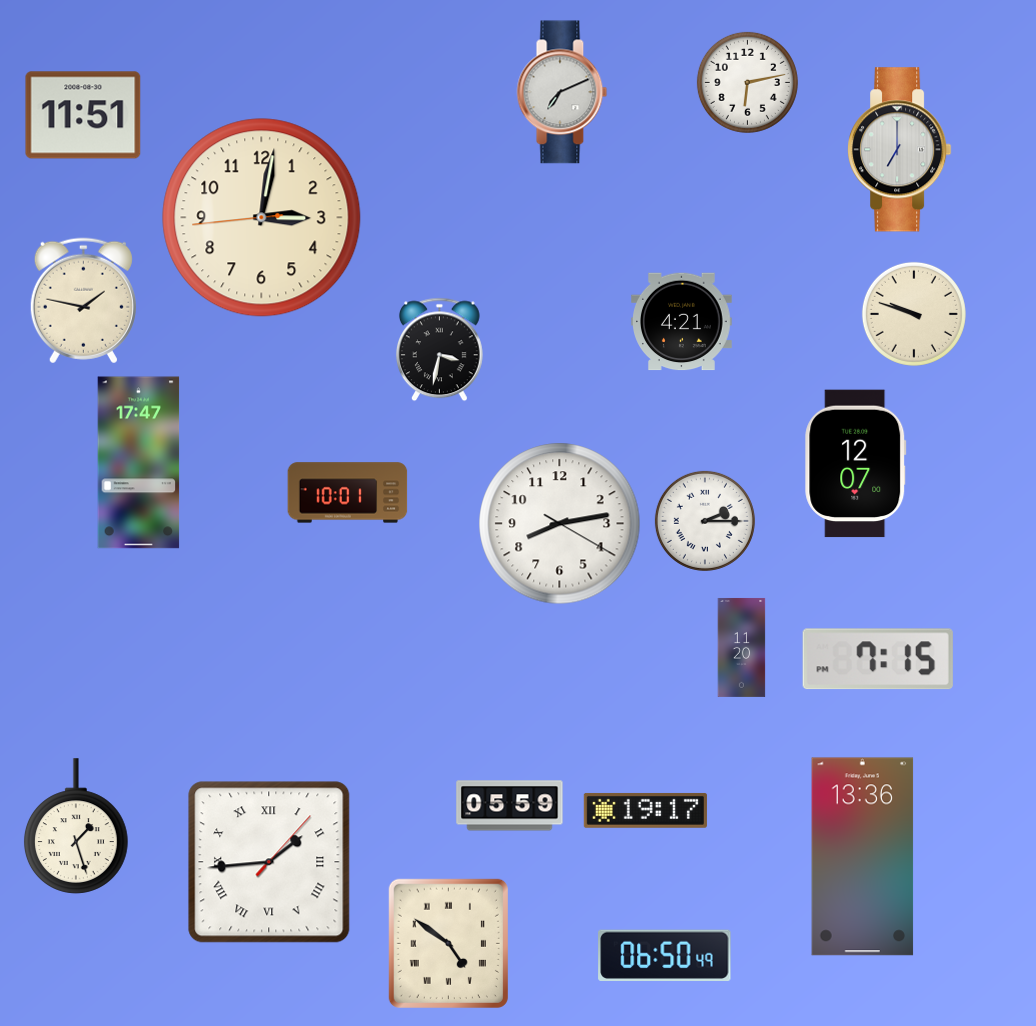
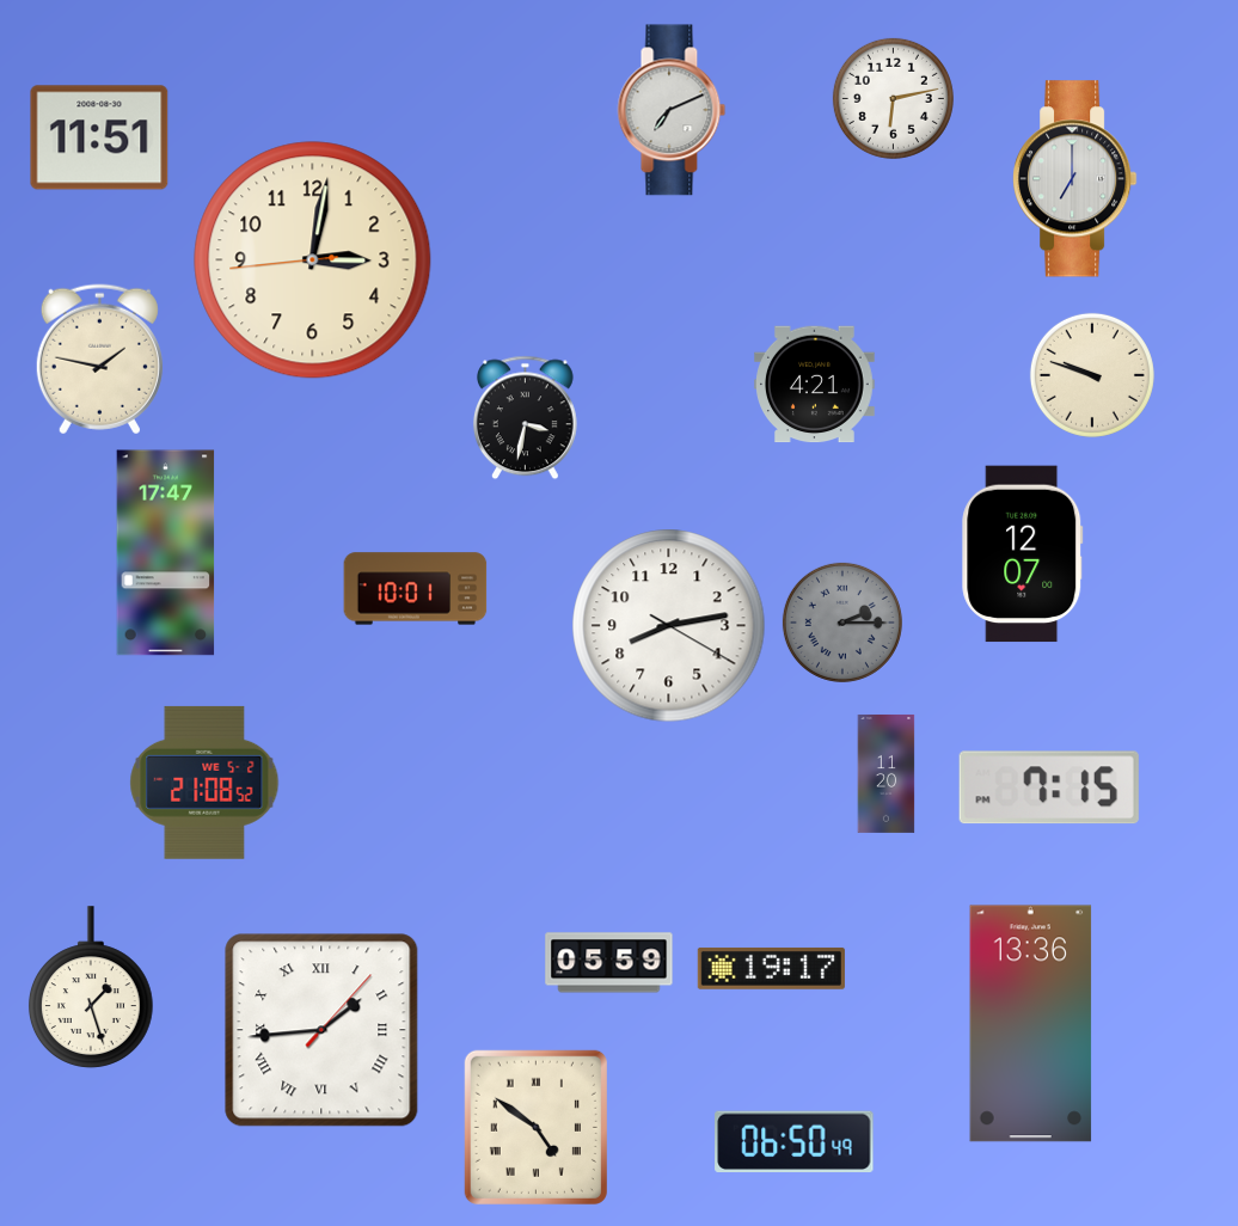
clock at (705, 521) dial: white -> grey
clock at (204, 783): none -> 21:08
